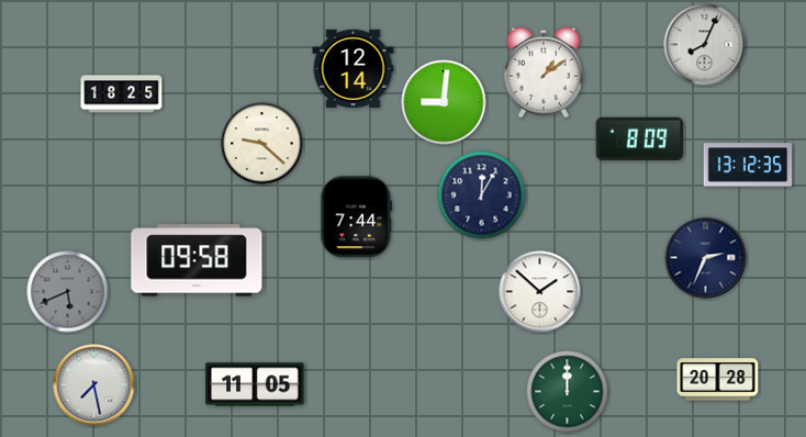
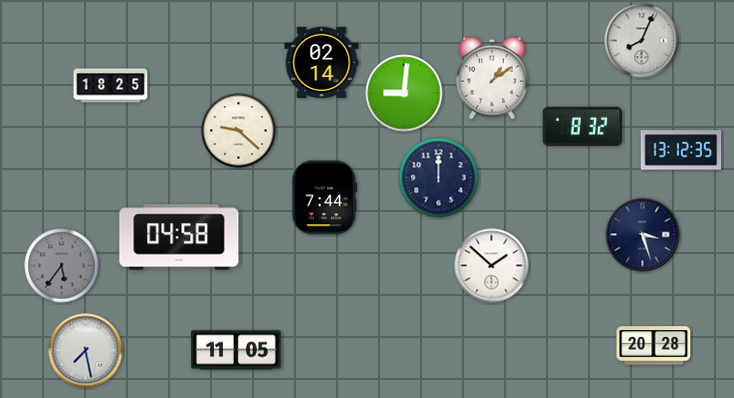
clock at (354, 68): 12:14 -> 02:14
clock at (544, 72) position: (544, 72) -> (492, 78)
clock at (640, 139): 8:09 -> 8:32
clock at (482, 195): 12:05 -> 12:00
clock at (706, 258): 2:34 -> 3:27
clock at (197, 260): 09:58 -> 04:58
clock at (68, 292): 5:41 -> 5:36
clock at (255, 384) position: (255, 384) -> (236, 350)
clock at (568, 392): 12:00 -> none
